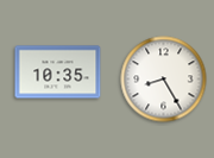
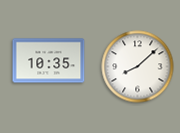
clock at (164, 80): 8:25 -> 8:08
